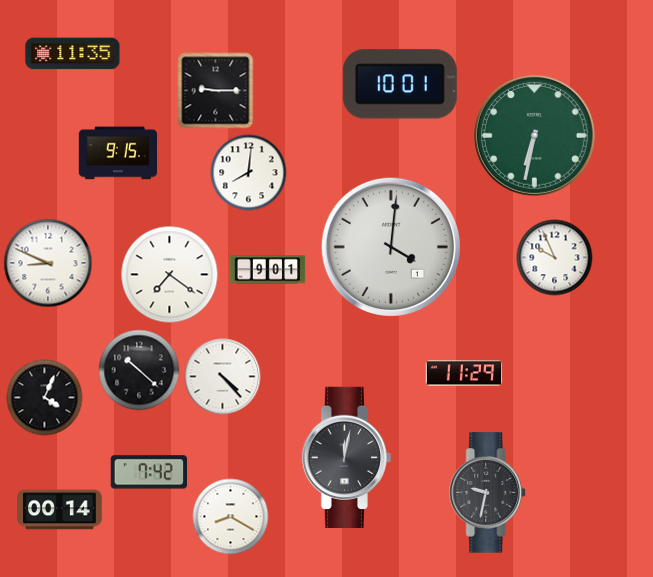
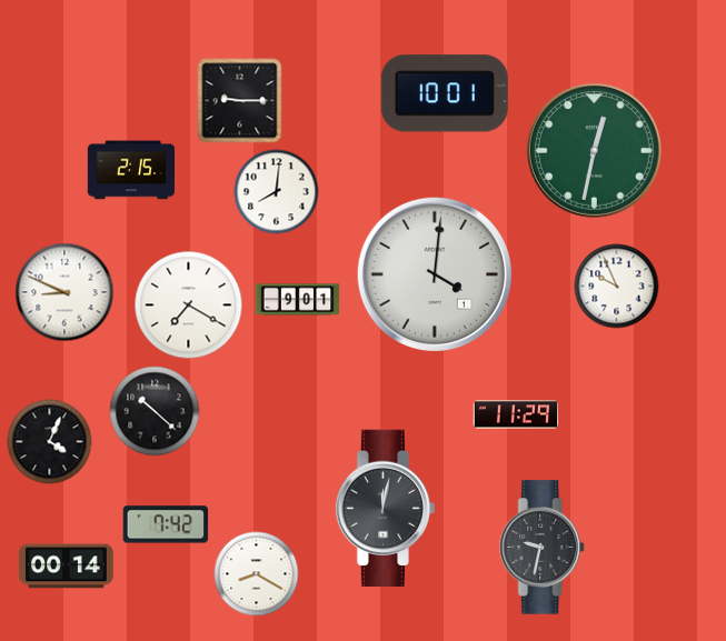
clock at (73, 54): 11:35 -> none
clock at (534, 135): 6:32 -> 12:32
clock at (117, 153): 9:15 -> 2:15
clock at (48, 263) position: (48, 263) -> (64, 292)
clock at (170, 275): 7:21 -> 7:20
clock at (223, 377): 4:23 -> none
